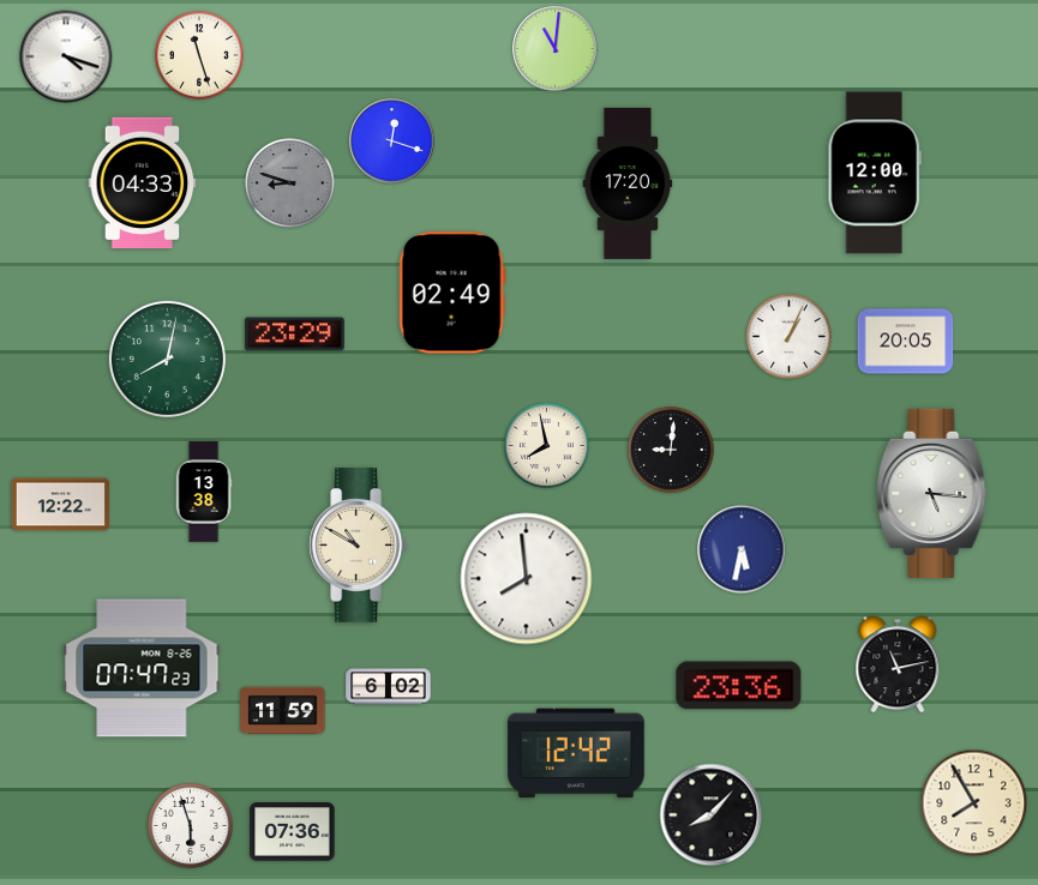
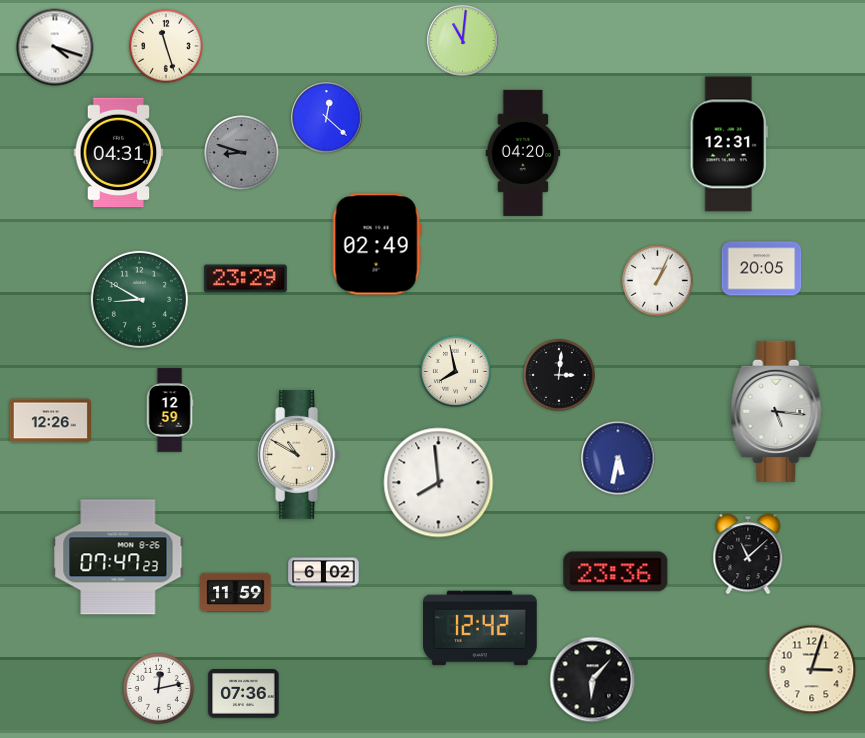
clock at (392, 142): 12:18 -> 12:22
clock at (875, 173): 12:00 -> 12:31
clock at (143, 183): 04:33 -> 04:31
clock at (628, 183): 17:20 -> 04:20
clock at (906, 342) position: (906, 342) -> (762, 269)
clock at (167, 359): 8:02 -> 8:50
clock at (672, 451): 9:01 -> 3:01
clock at (204, 492): 13:38 -> 12:59
clock at (60, 505): 12:22 -> 12:26
clock at (898, 664): 11:13 -> 11:08
clock at (974, 803): 7:55 -> 3:03
clock at (712, 815): 8:07 -> 6:07
clock at (190, 825): 5:57 -> 12:13
